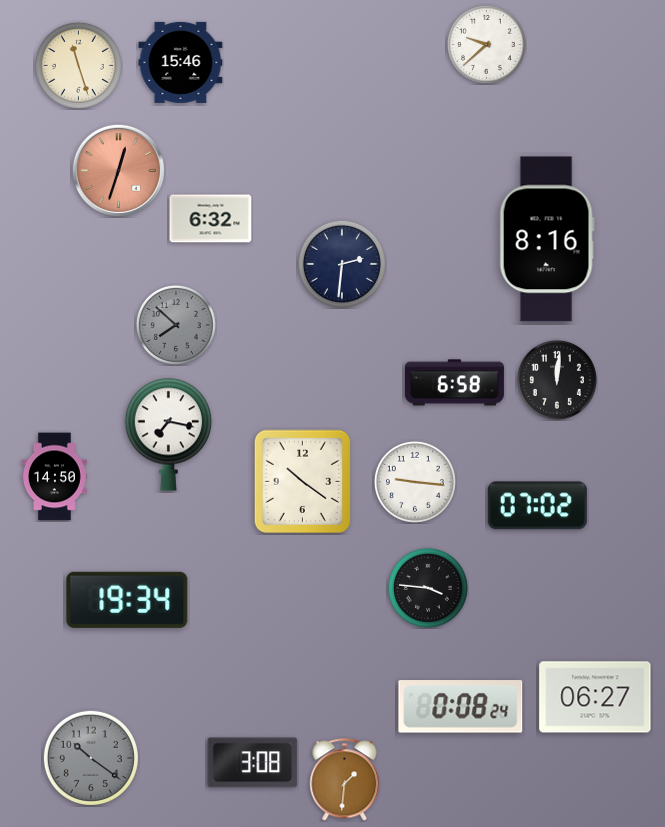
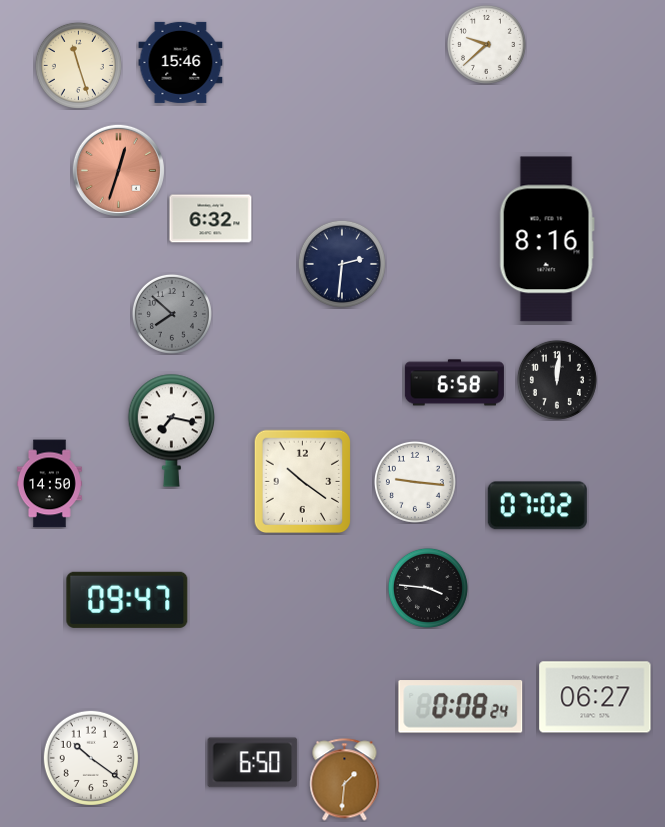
clock at (176, 325) position: (176, 325) -> (172, 314)
clock at (169, 434) position: (169, 434) -> (172, 430)
clock at (54, 477) position: (54, 477) -> (49, 484)
clock at (127, 600): 19:34 -> 09:47
clock at (91, 758) dial: grey -> white
clock at (253, 763): 3:08 -> 6:50
